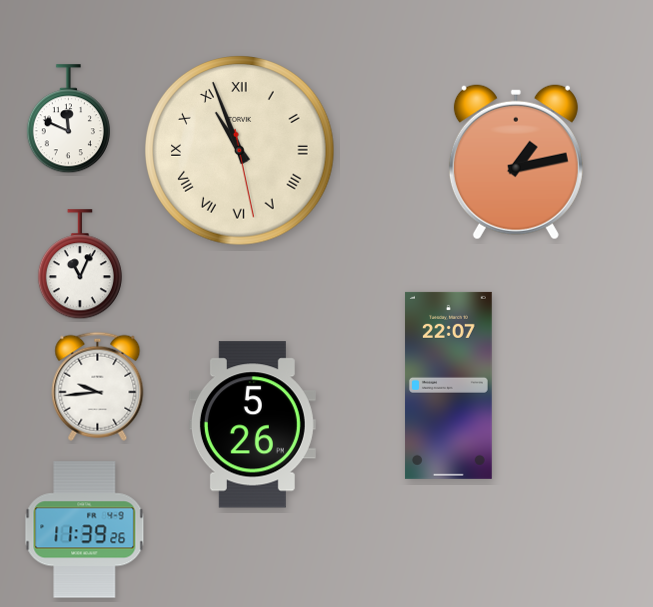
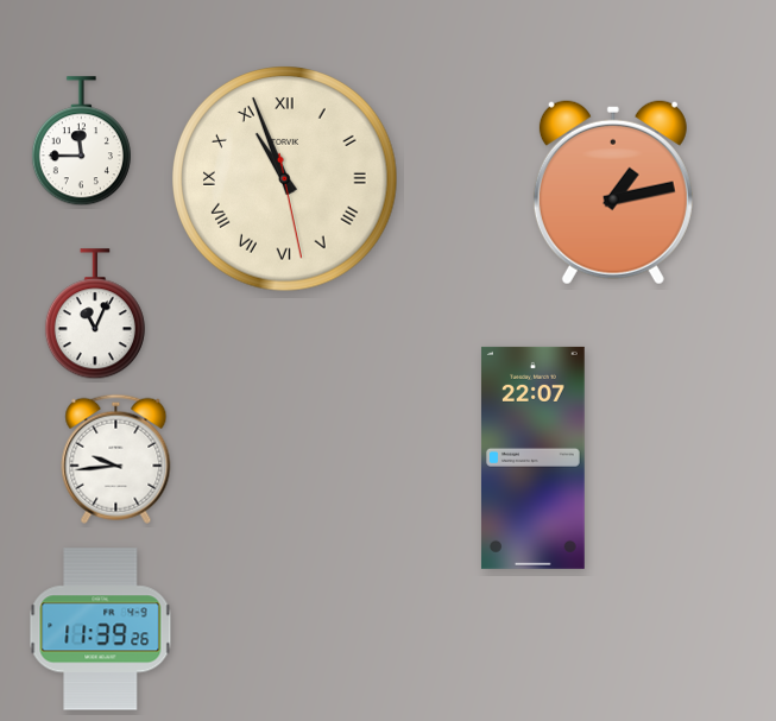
clock at (68, 119): 11:49 -> 11:45
clock at (252, 425): 5:26 -> none
